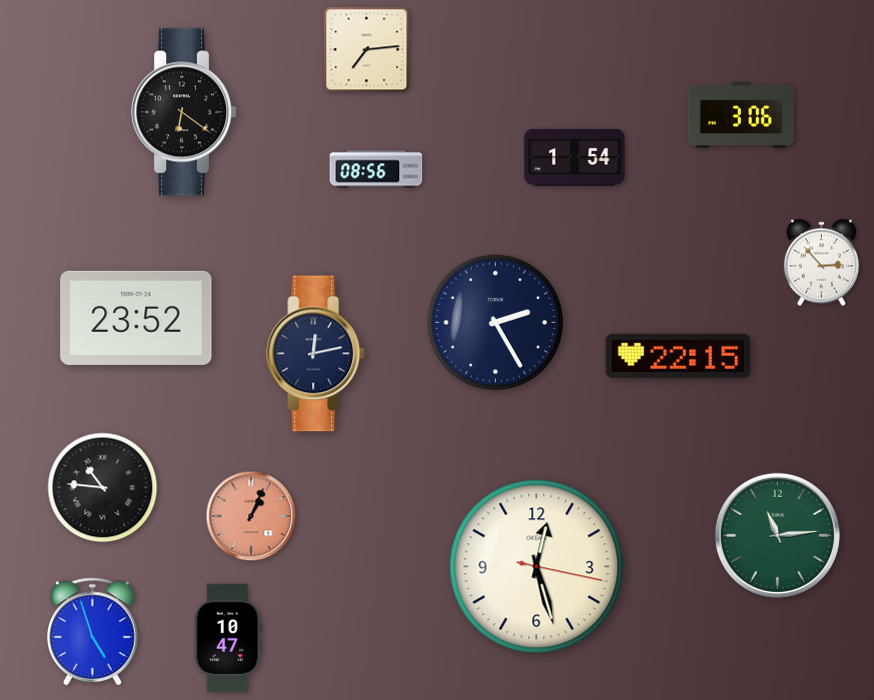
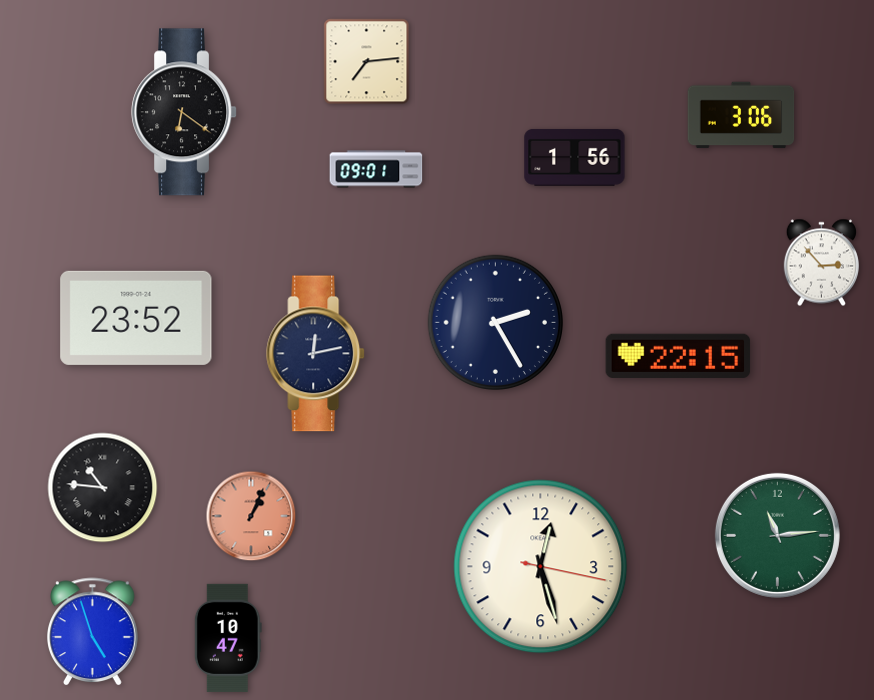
clock at (367, 50) position: (367, 50) -> (367, 62)
clock at (575, 157): 1:54 -> 1:56
clock at (376, 169): 08:56 -> 09:01
clock at (537, 567) position: (537, 567) -> (541, 567)
